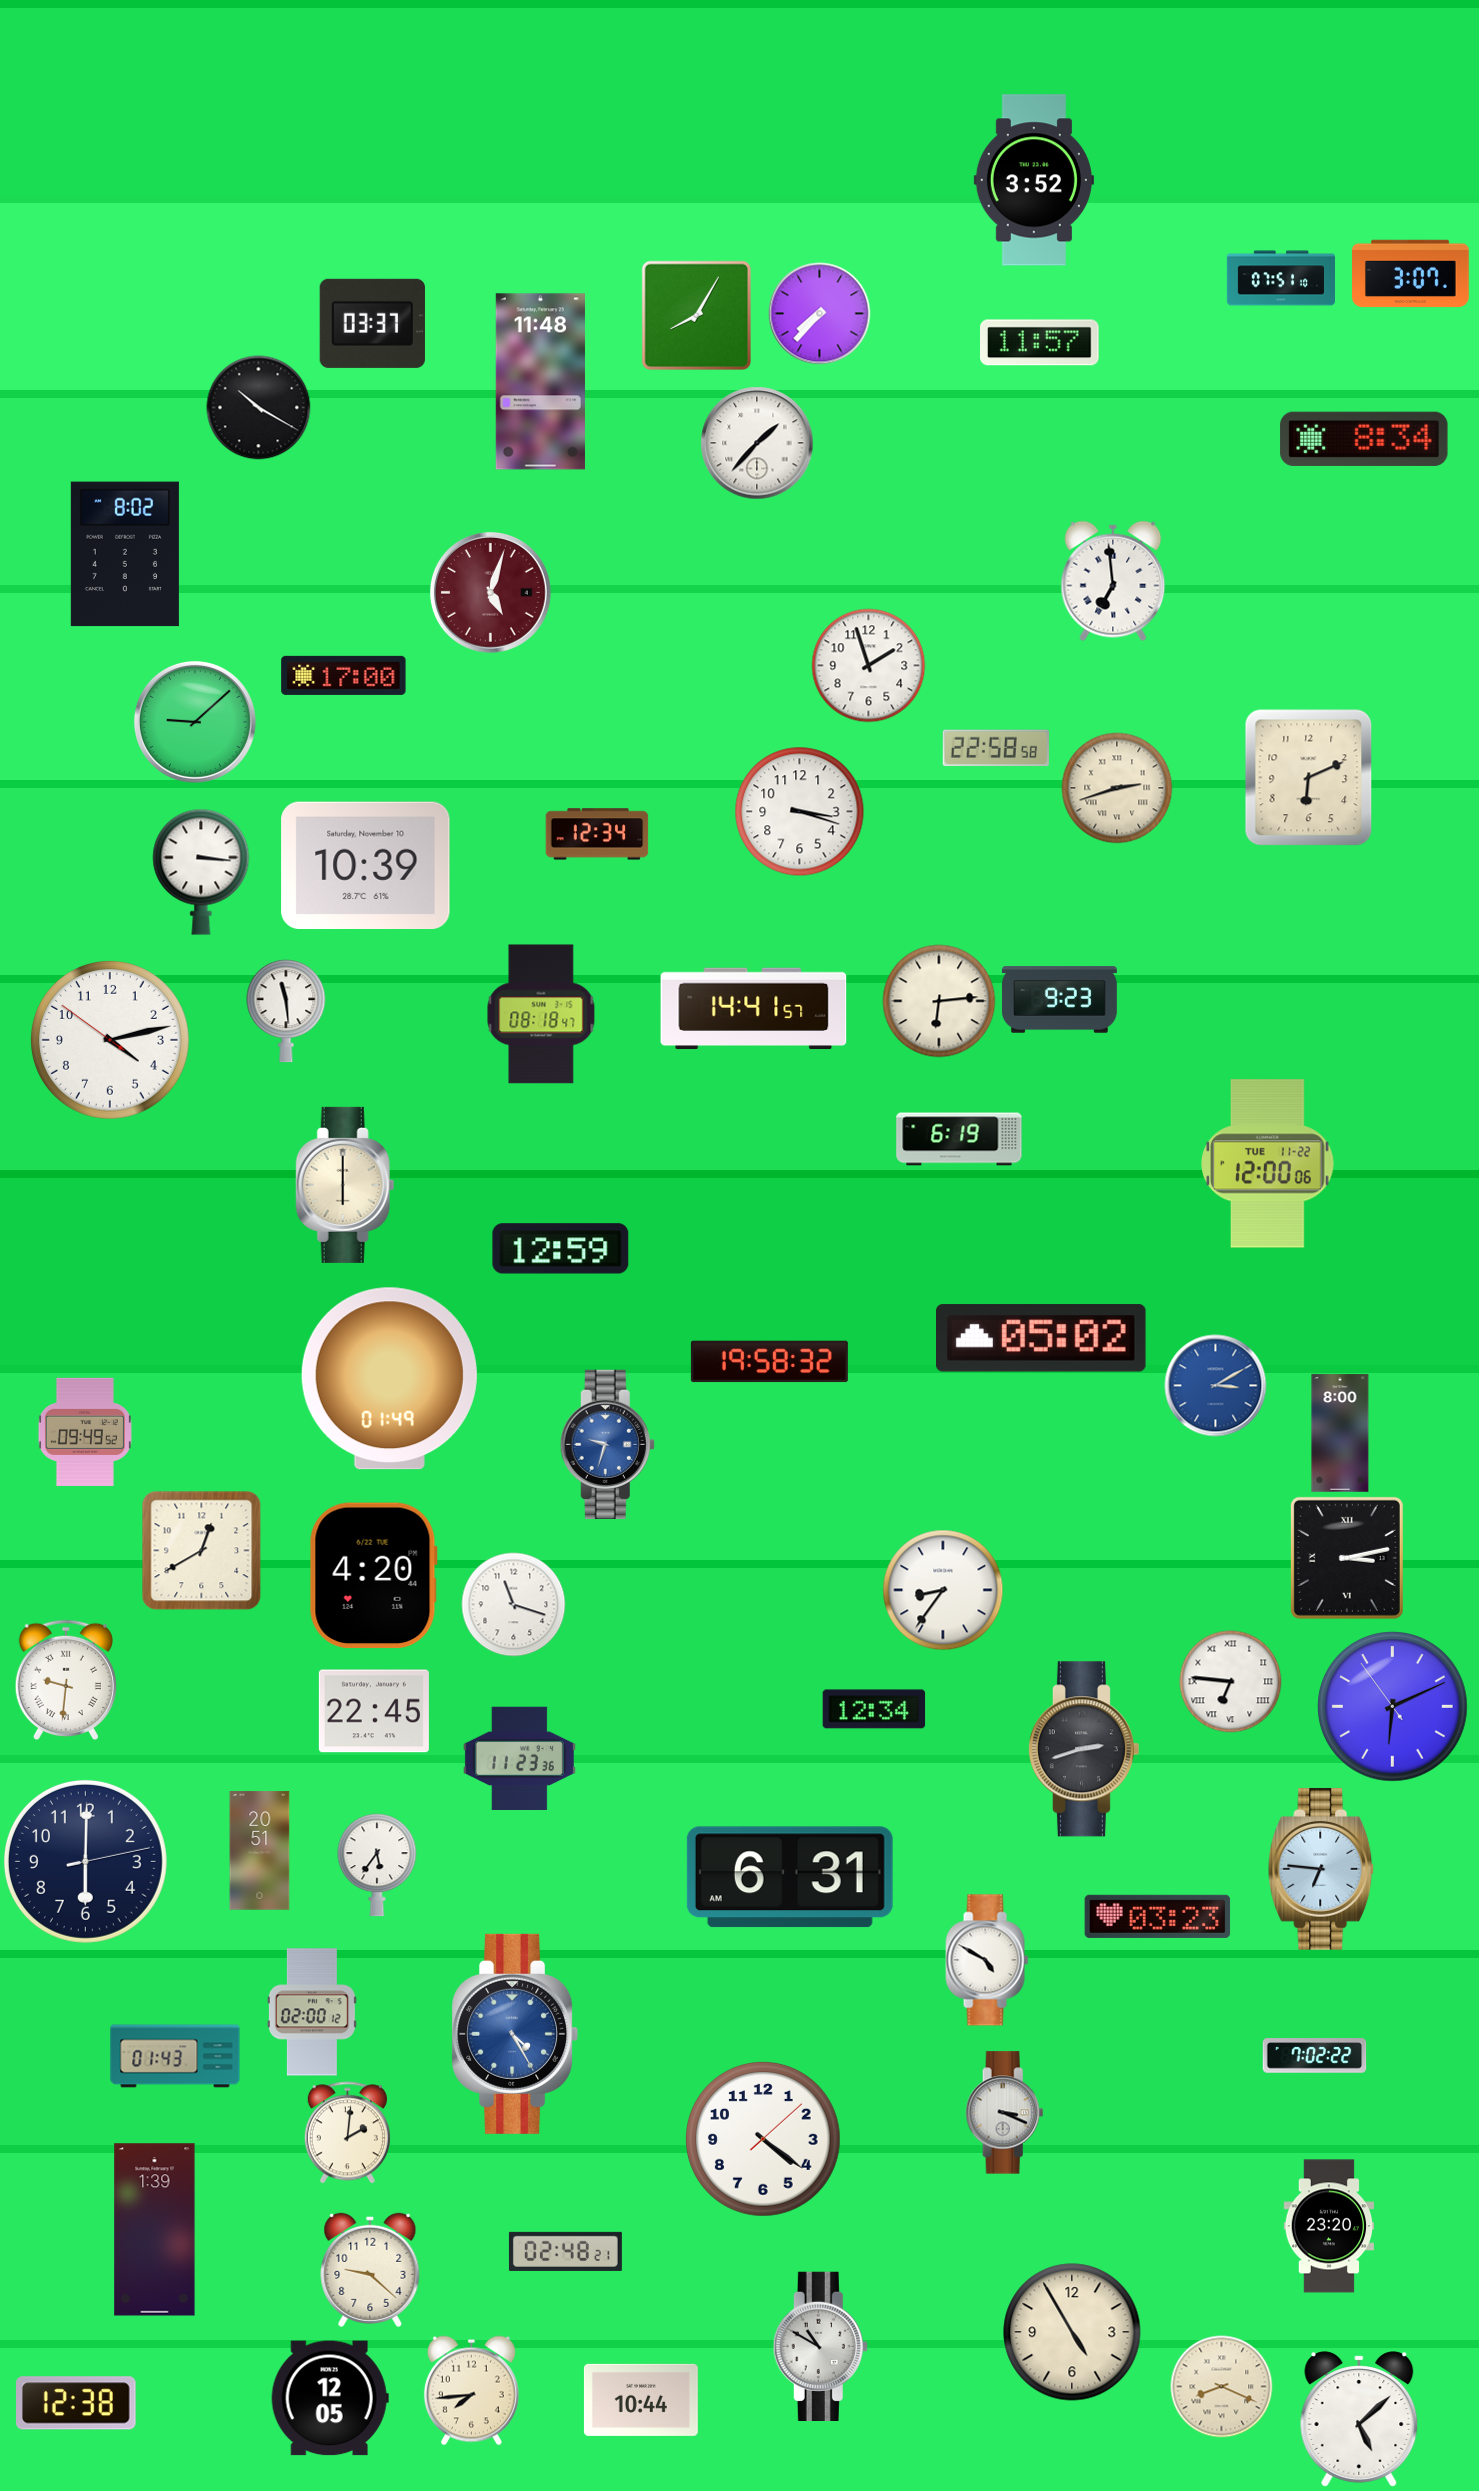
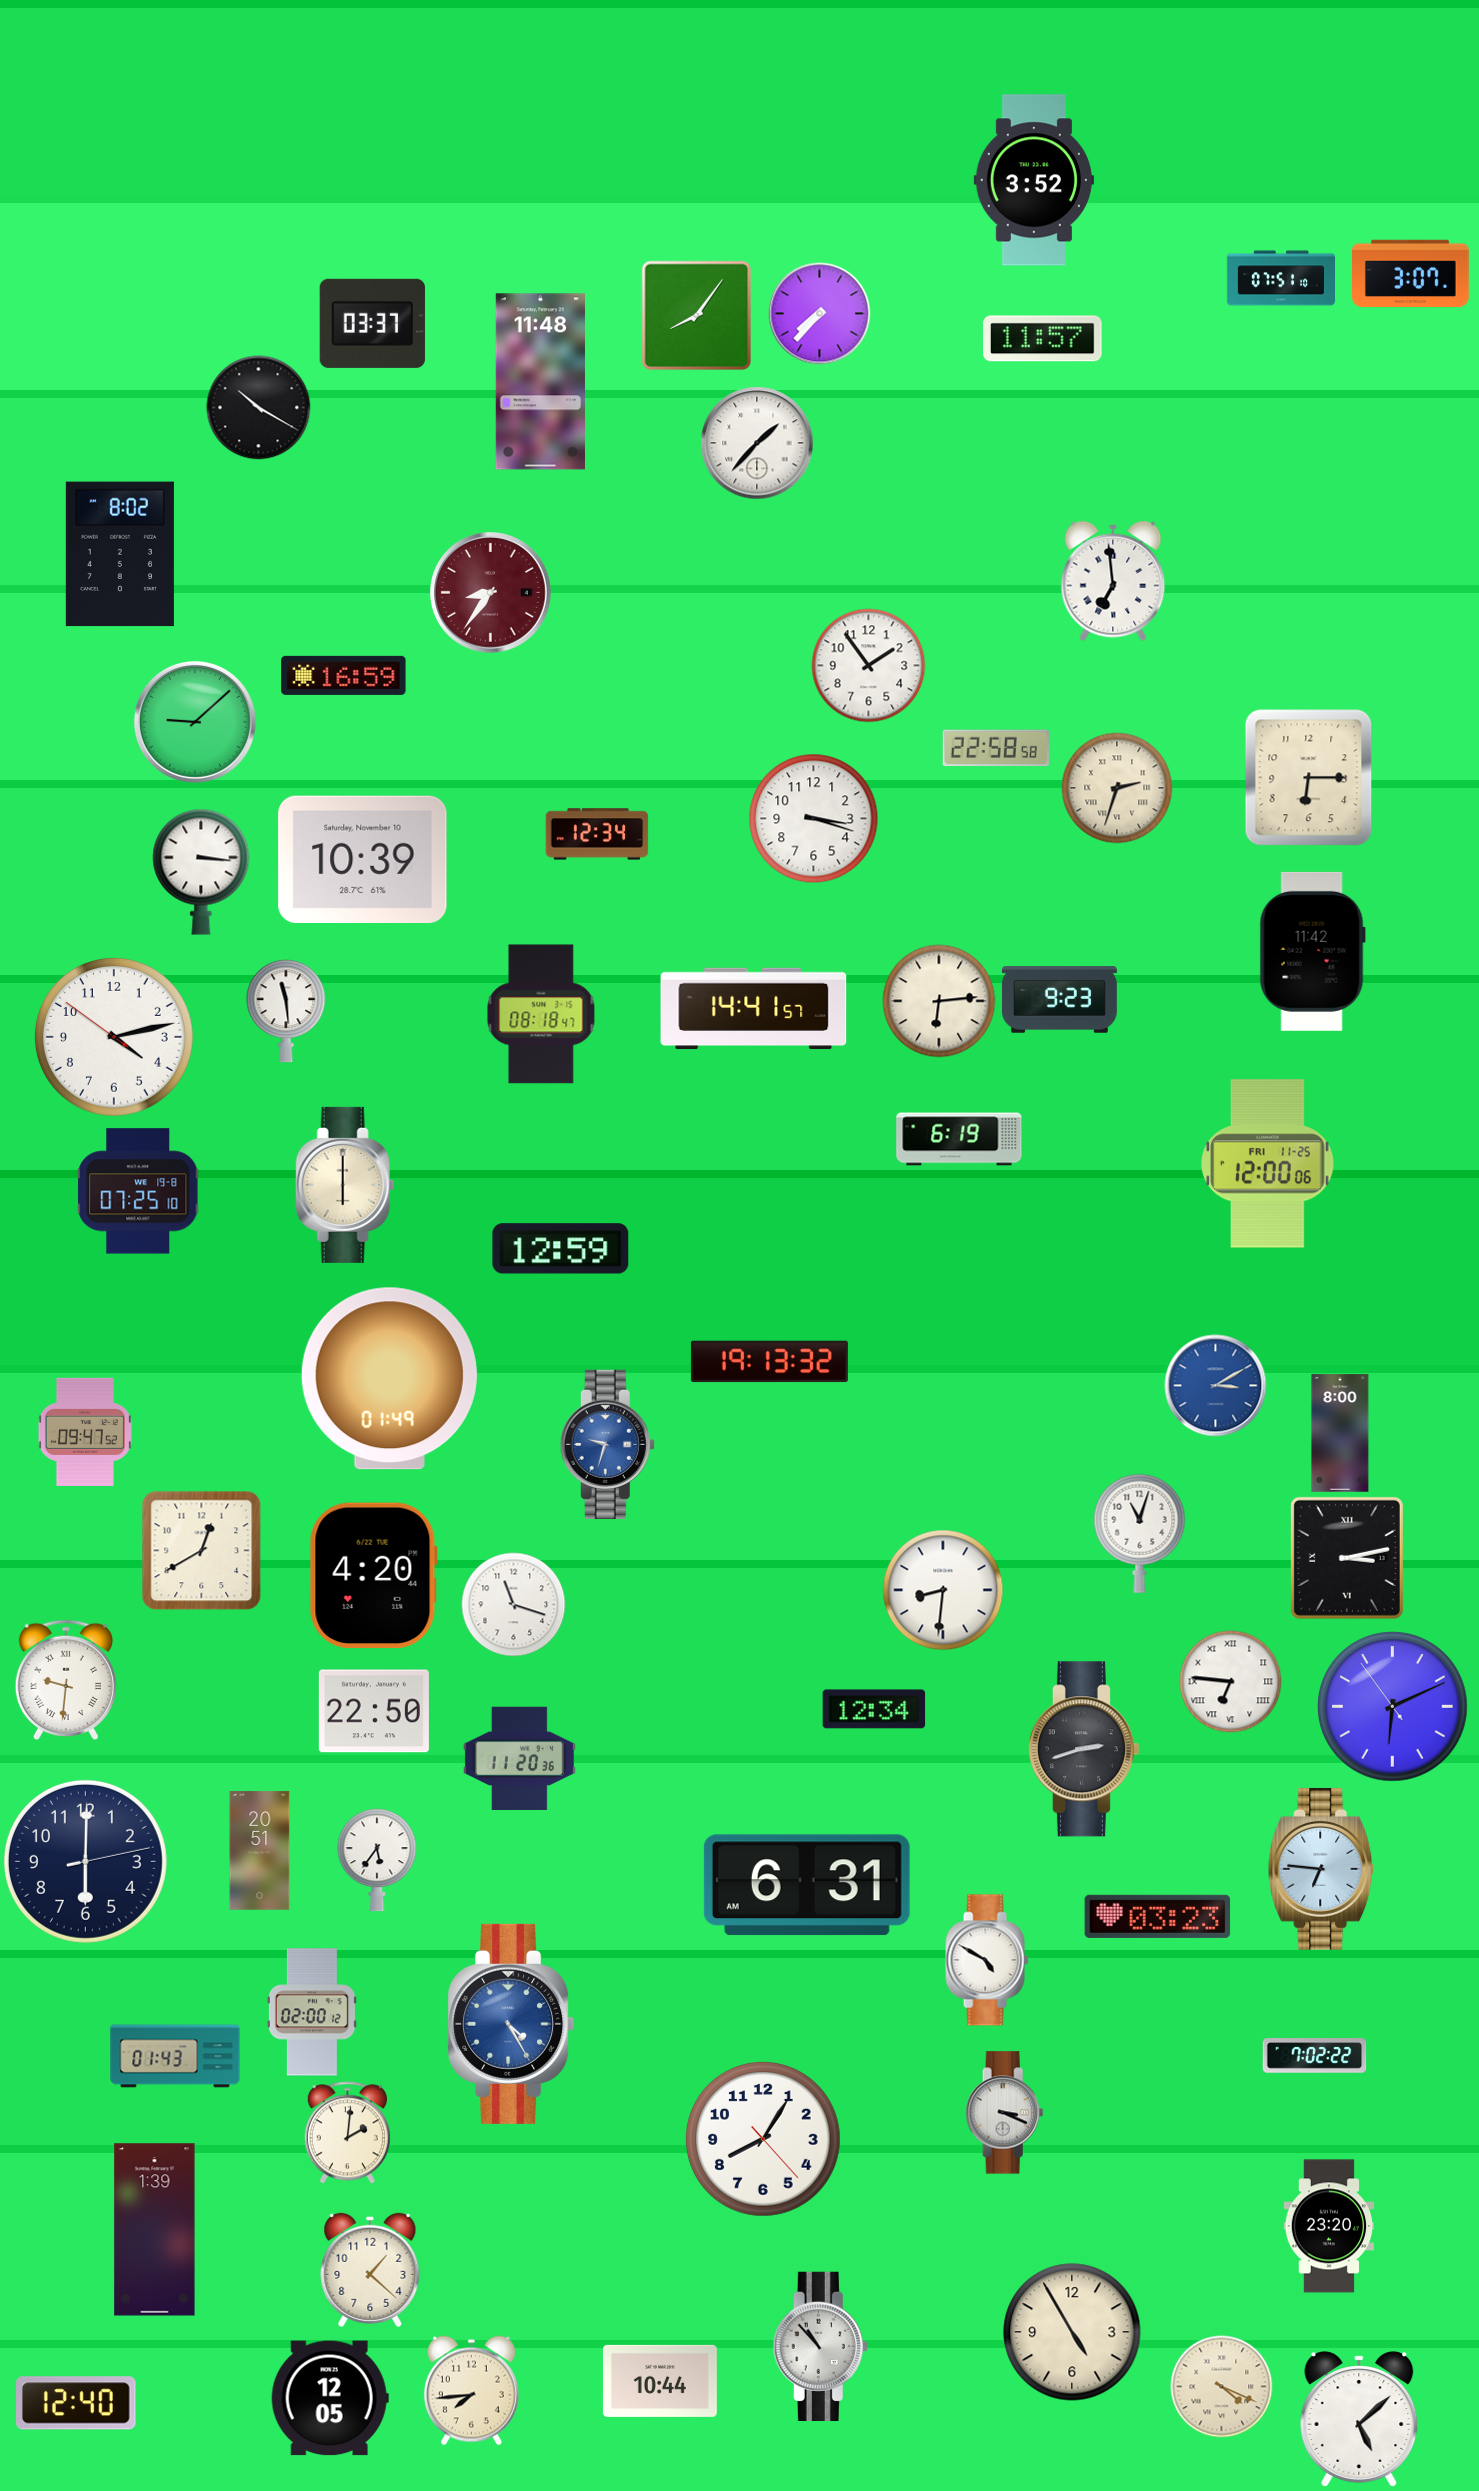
clock at (696, 315): 8:05 -> 8:06
clock at (1040, 343) position: (1040, 343) -> (1043, 339)
clock at (1364, 439): 8:34 -> none
clock at (125, 554) position: (125, 554) -> (120, 554)
clock at (490, 592): 5:03 -> 8:36
clock at (869, 666): 1:57 -> 1:54
clock at (344, 675): 17:00 -> 16:59
clock at (1309, 778): 6:11 -> 6:15
clock at (1117, 788): 2:42 -> 2:33
clock at (800, 812) position: (800, 812) -> (814, 819)
clock at (366, 865) position: (366, 865) -> (363, 859)
clock at (1312, 951): none -> 11:42
clock at (110, 1040) position: (110, 1040) -> (114, 1037)
clock at (1268, 1164) date: TUE 11-22 -> FRI 11-25
clock at (138, 1191): none -> 07:25
clock at (1042, 1338): 05:02 -> none
clock at (769, 1362): 19:58 -> 19:13
clock at (85, 1432): 09:49 -> 09:47
clock at (1140, 1533): none -> 11:03
clock at (943, 1590): 8:36 -> 8:31
clock at (374, 1711): 22:45 -> 22:50
clock at (519, 1759): 11:23 -> 11:20
clock at (377, 1865) position: (377, 1865) -> (377, 1860)
clock at (790, 1877) position: (790, 1877) -> (807, 1885)
clock at (515, 2034) position: (515, 2034) -> (511, 2024)
clock at (764, 2140): 4:21 -> 8:05
clock at (565, 2251): 02:48 -> none
clock at (370, 2270): 9:22 -> 1:22
clock at (820, 2346): 10:50 -> 10:53
clock at (1222, 2387): 8:19 -> 4:19
clock at (641, 2400) position: (641, 2400) -> (660, 2381)
clock at (77, 2403): 12:38 -> 12:40
